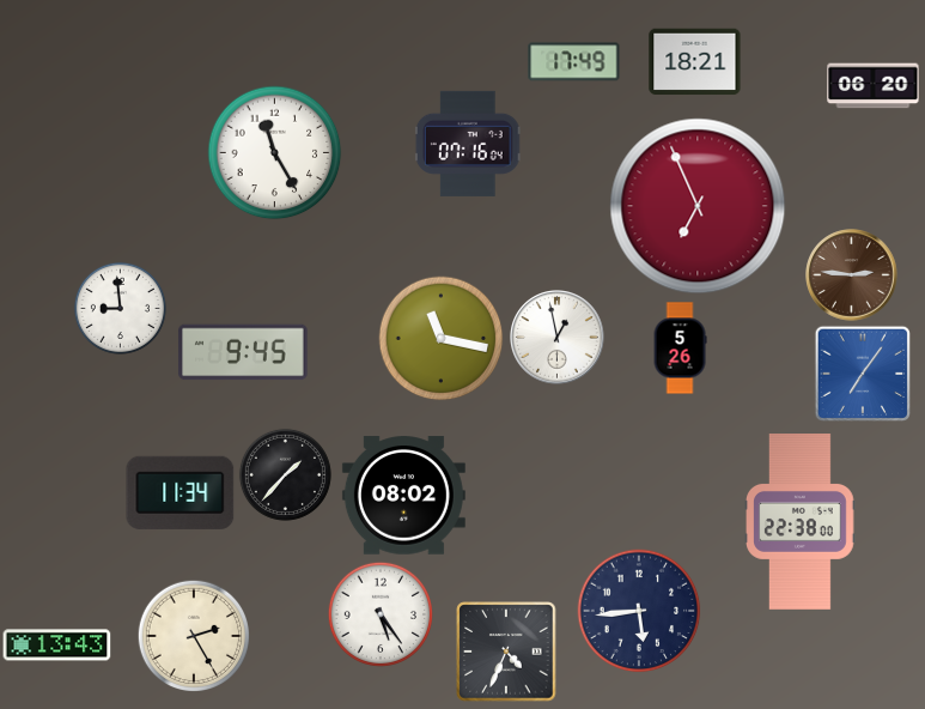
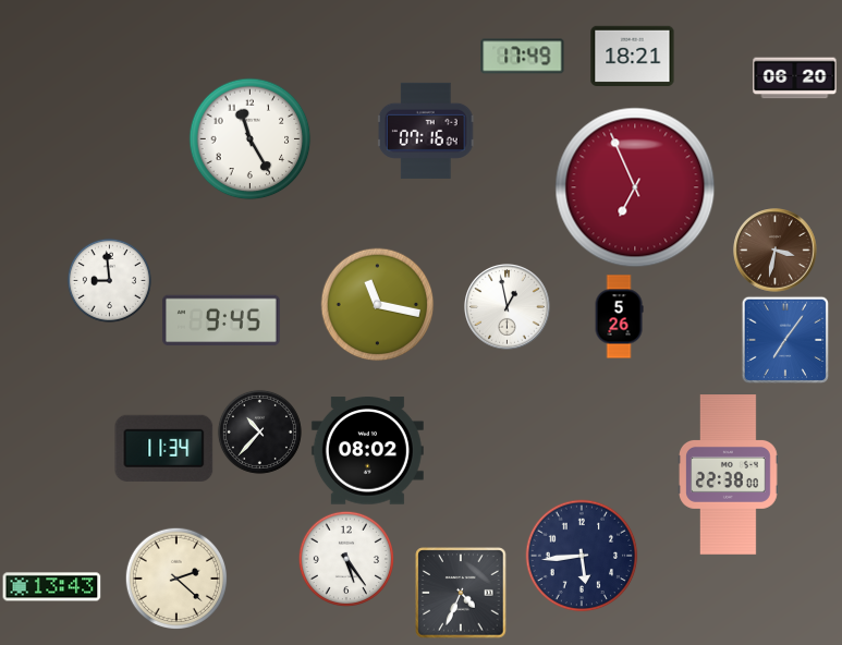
clock at (852, 275): 2:46 -> 3:32
clock at (442, 339) position: (442, 339) -> (378, 305)
clock at (285, 474): 1:37 -> 10:37
clock at (193, 635): 2:25 -> 2:22
